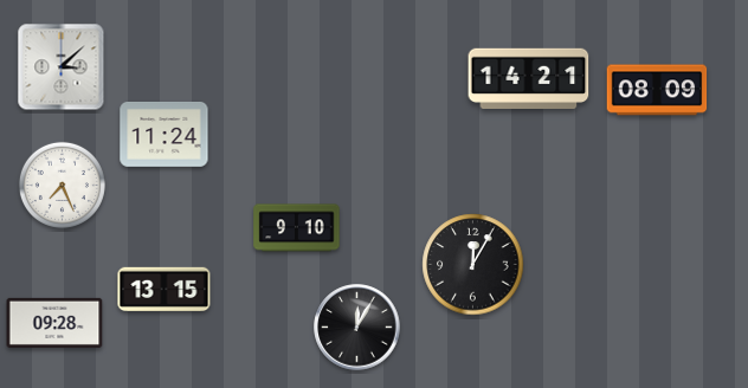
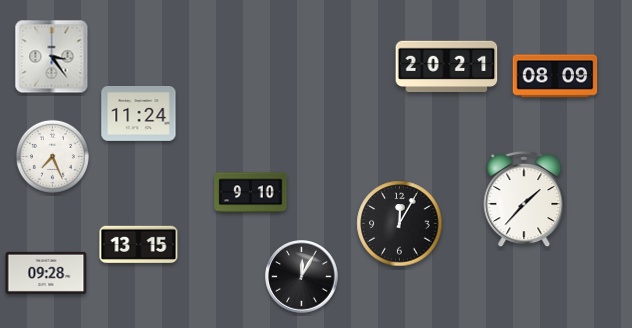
clock at (62, 67): 3:08 -> 3:24
clock at (529, 78): 14:21 -> 20:21
clock at (524, 199): none -> 1:37
